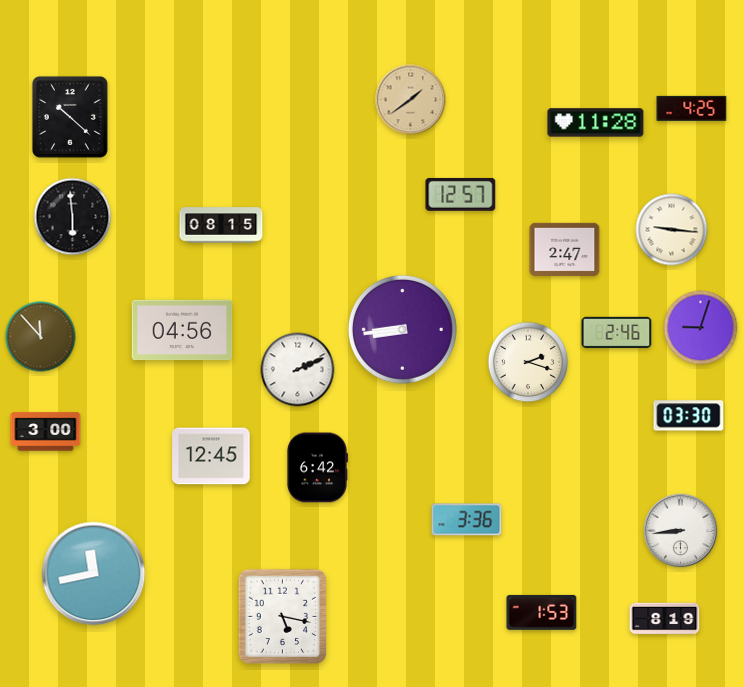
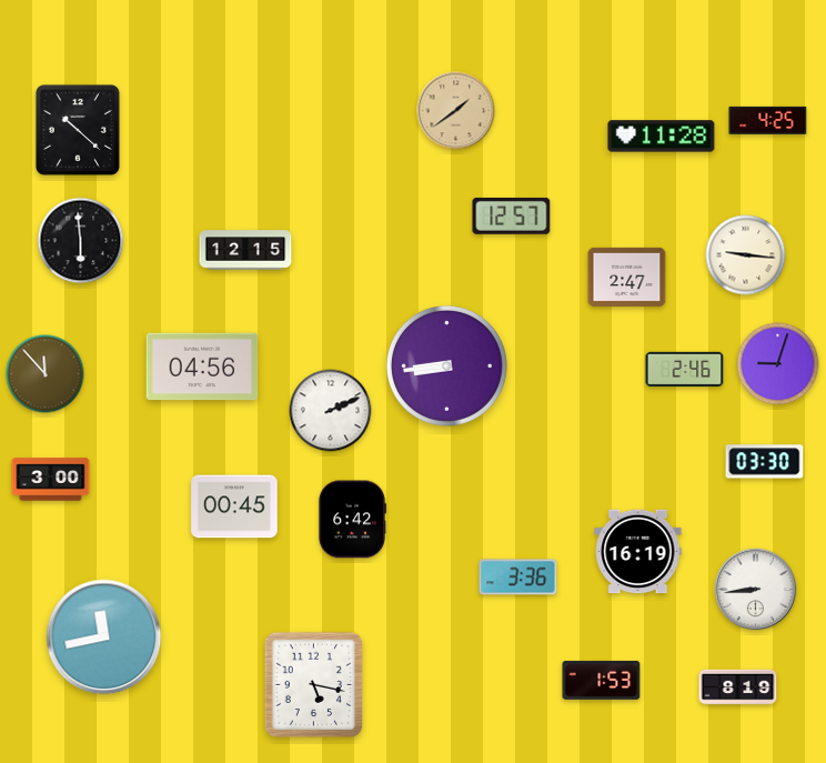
clock at (221, 225): 08:15 -> 12:15
clock at (528, 362): 2:18 -> none
clock at (211, 456): 12:45 -> 00:45
clock at (638, 552): none -> 16:19
